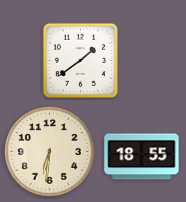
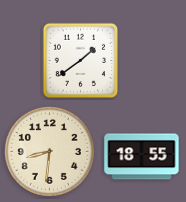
clock at (49, 151): 6:31 -> 8:31
